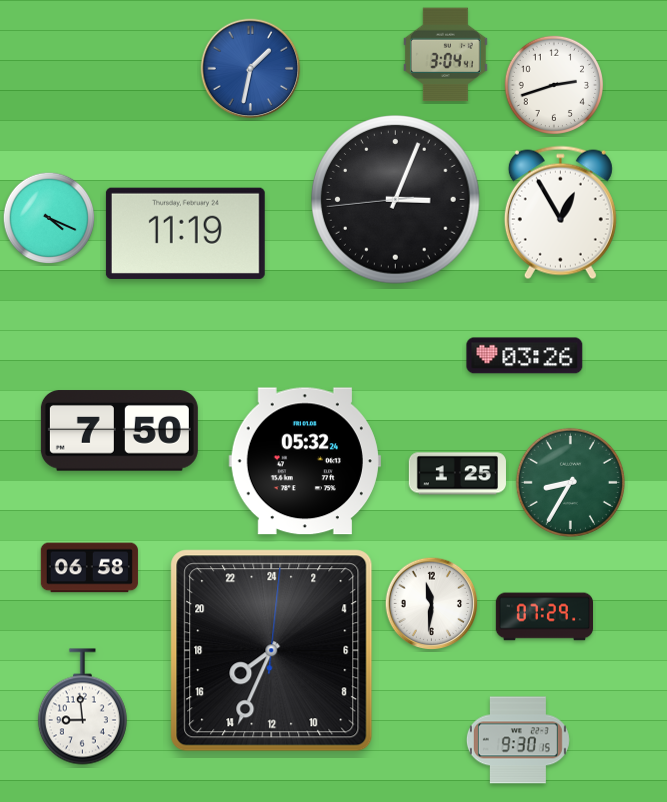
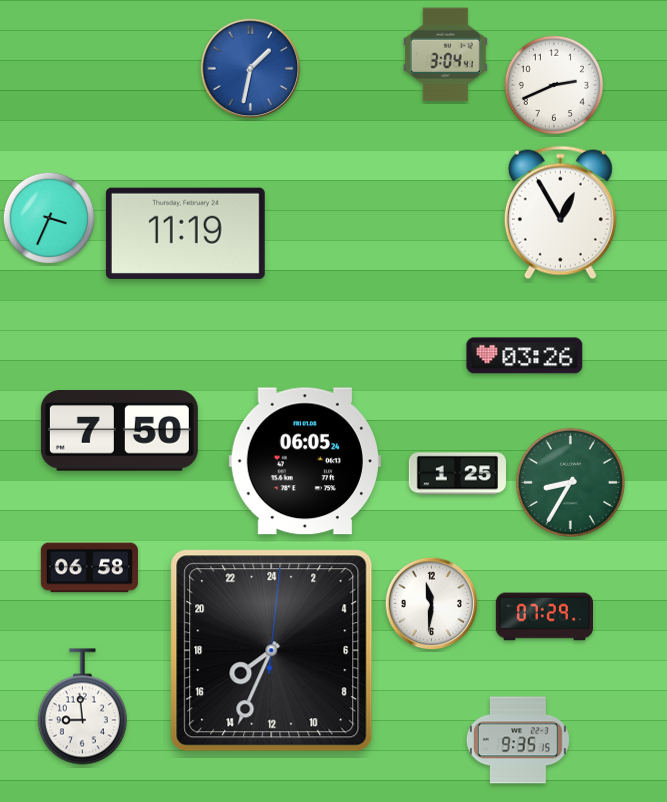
clock at (553, 84): 2:42 -> 2:41
clock at (396, 200): 3:03 -> none
clock at (49, 218): 4:19 -> 3:34
clock at (305, 461): 05:32 -> 06:05
clock at (518, 740): 9:30 -> 9:35
